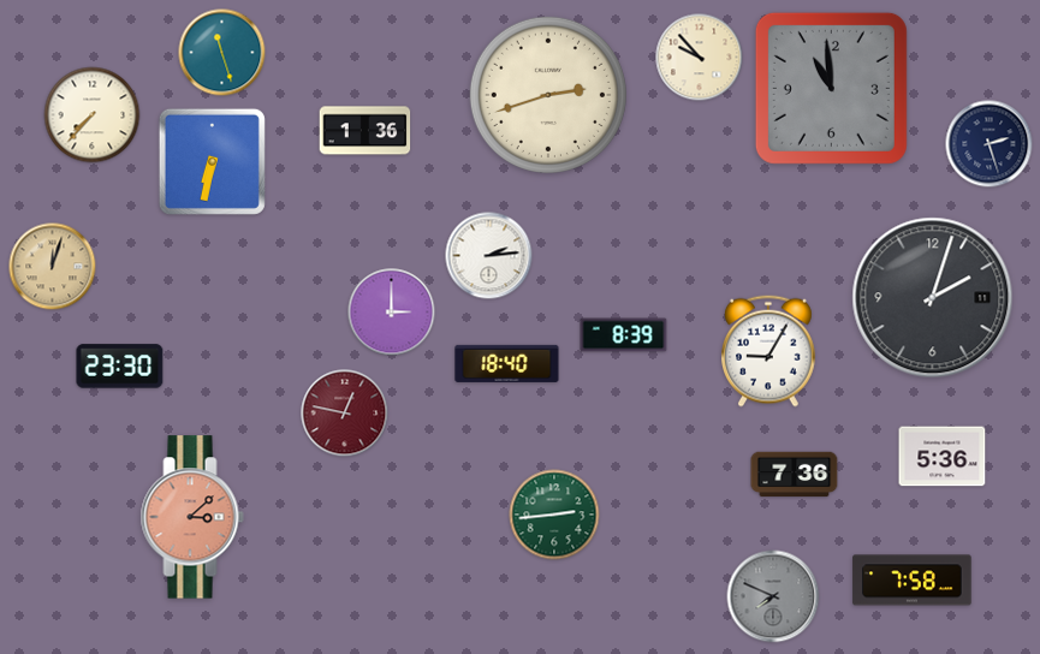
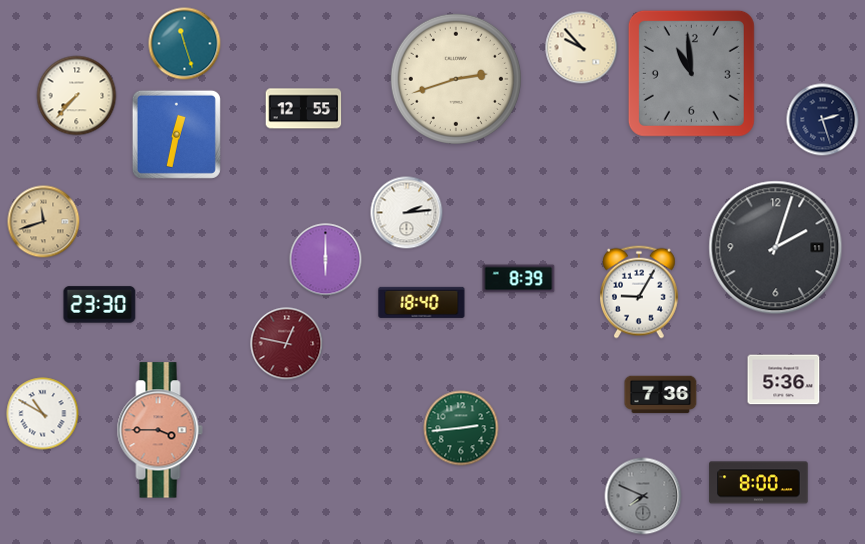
clock at (366, 131): 1:36 -> 12:55
clock at (212, 161): 6:32 -> 12:32
clock at (53, 267): 12:03 -> 11:42
clock at (392, 313): 3:00 -> 6:00
clock at (43, 414): none -> 10:50
clock at (192, 517): 3:08 -> 3:45
clock at (913, 581): 7:58 -> 8:00
